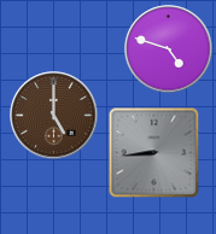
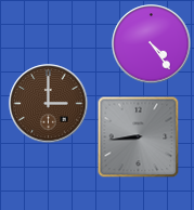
clock at (169, 49): 4:48 -> 4:24
clock at (54, 116): 5:00 -> 3:00
